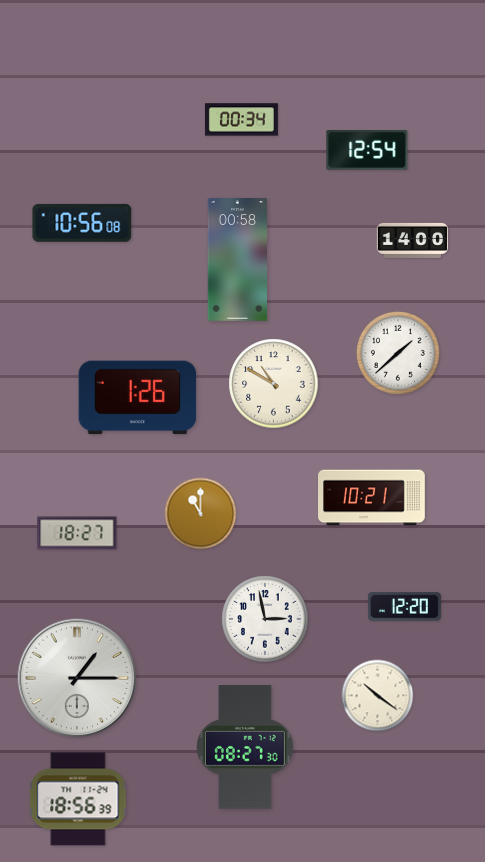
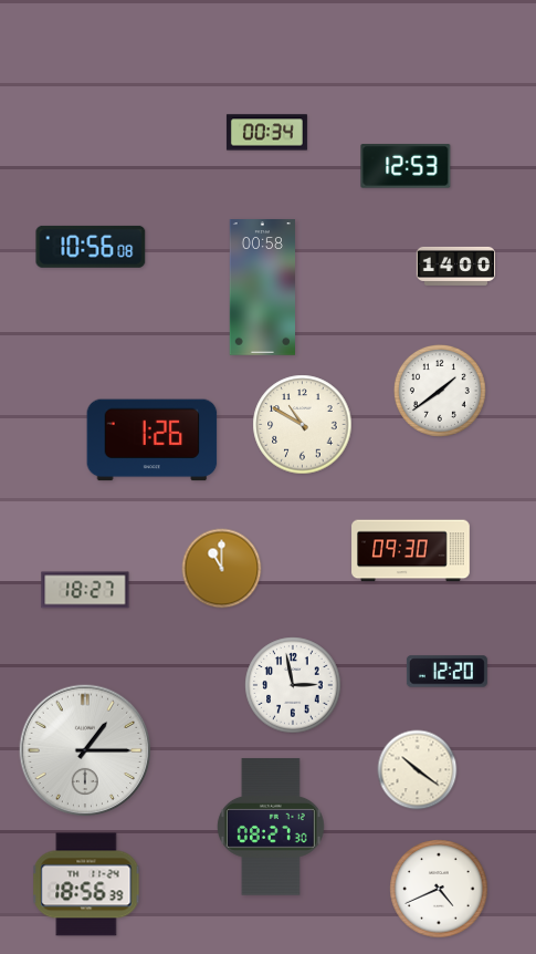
clock at (367, 150): 12:54 -> 12:53
clock at (398, 353): 1:38 -> 1:39
clock at (372, 498): 10:21 -> 09:30
clock at (439, 889): none -> 4:41
